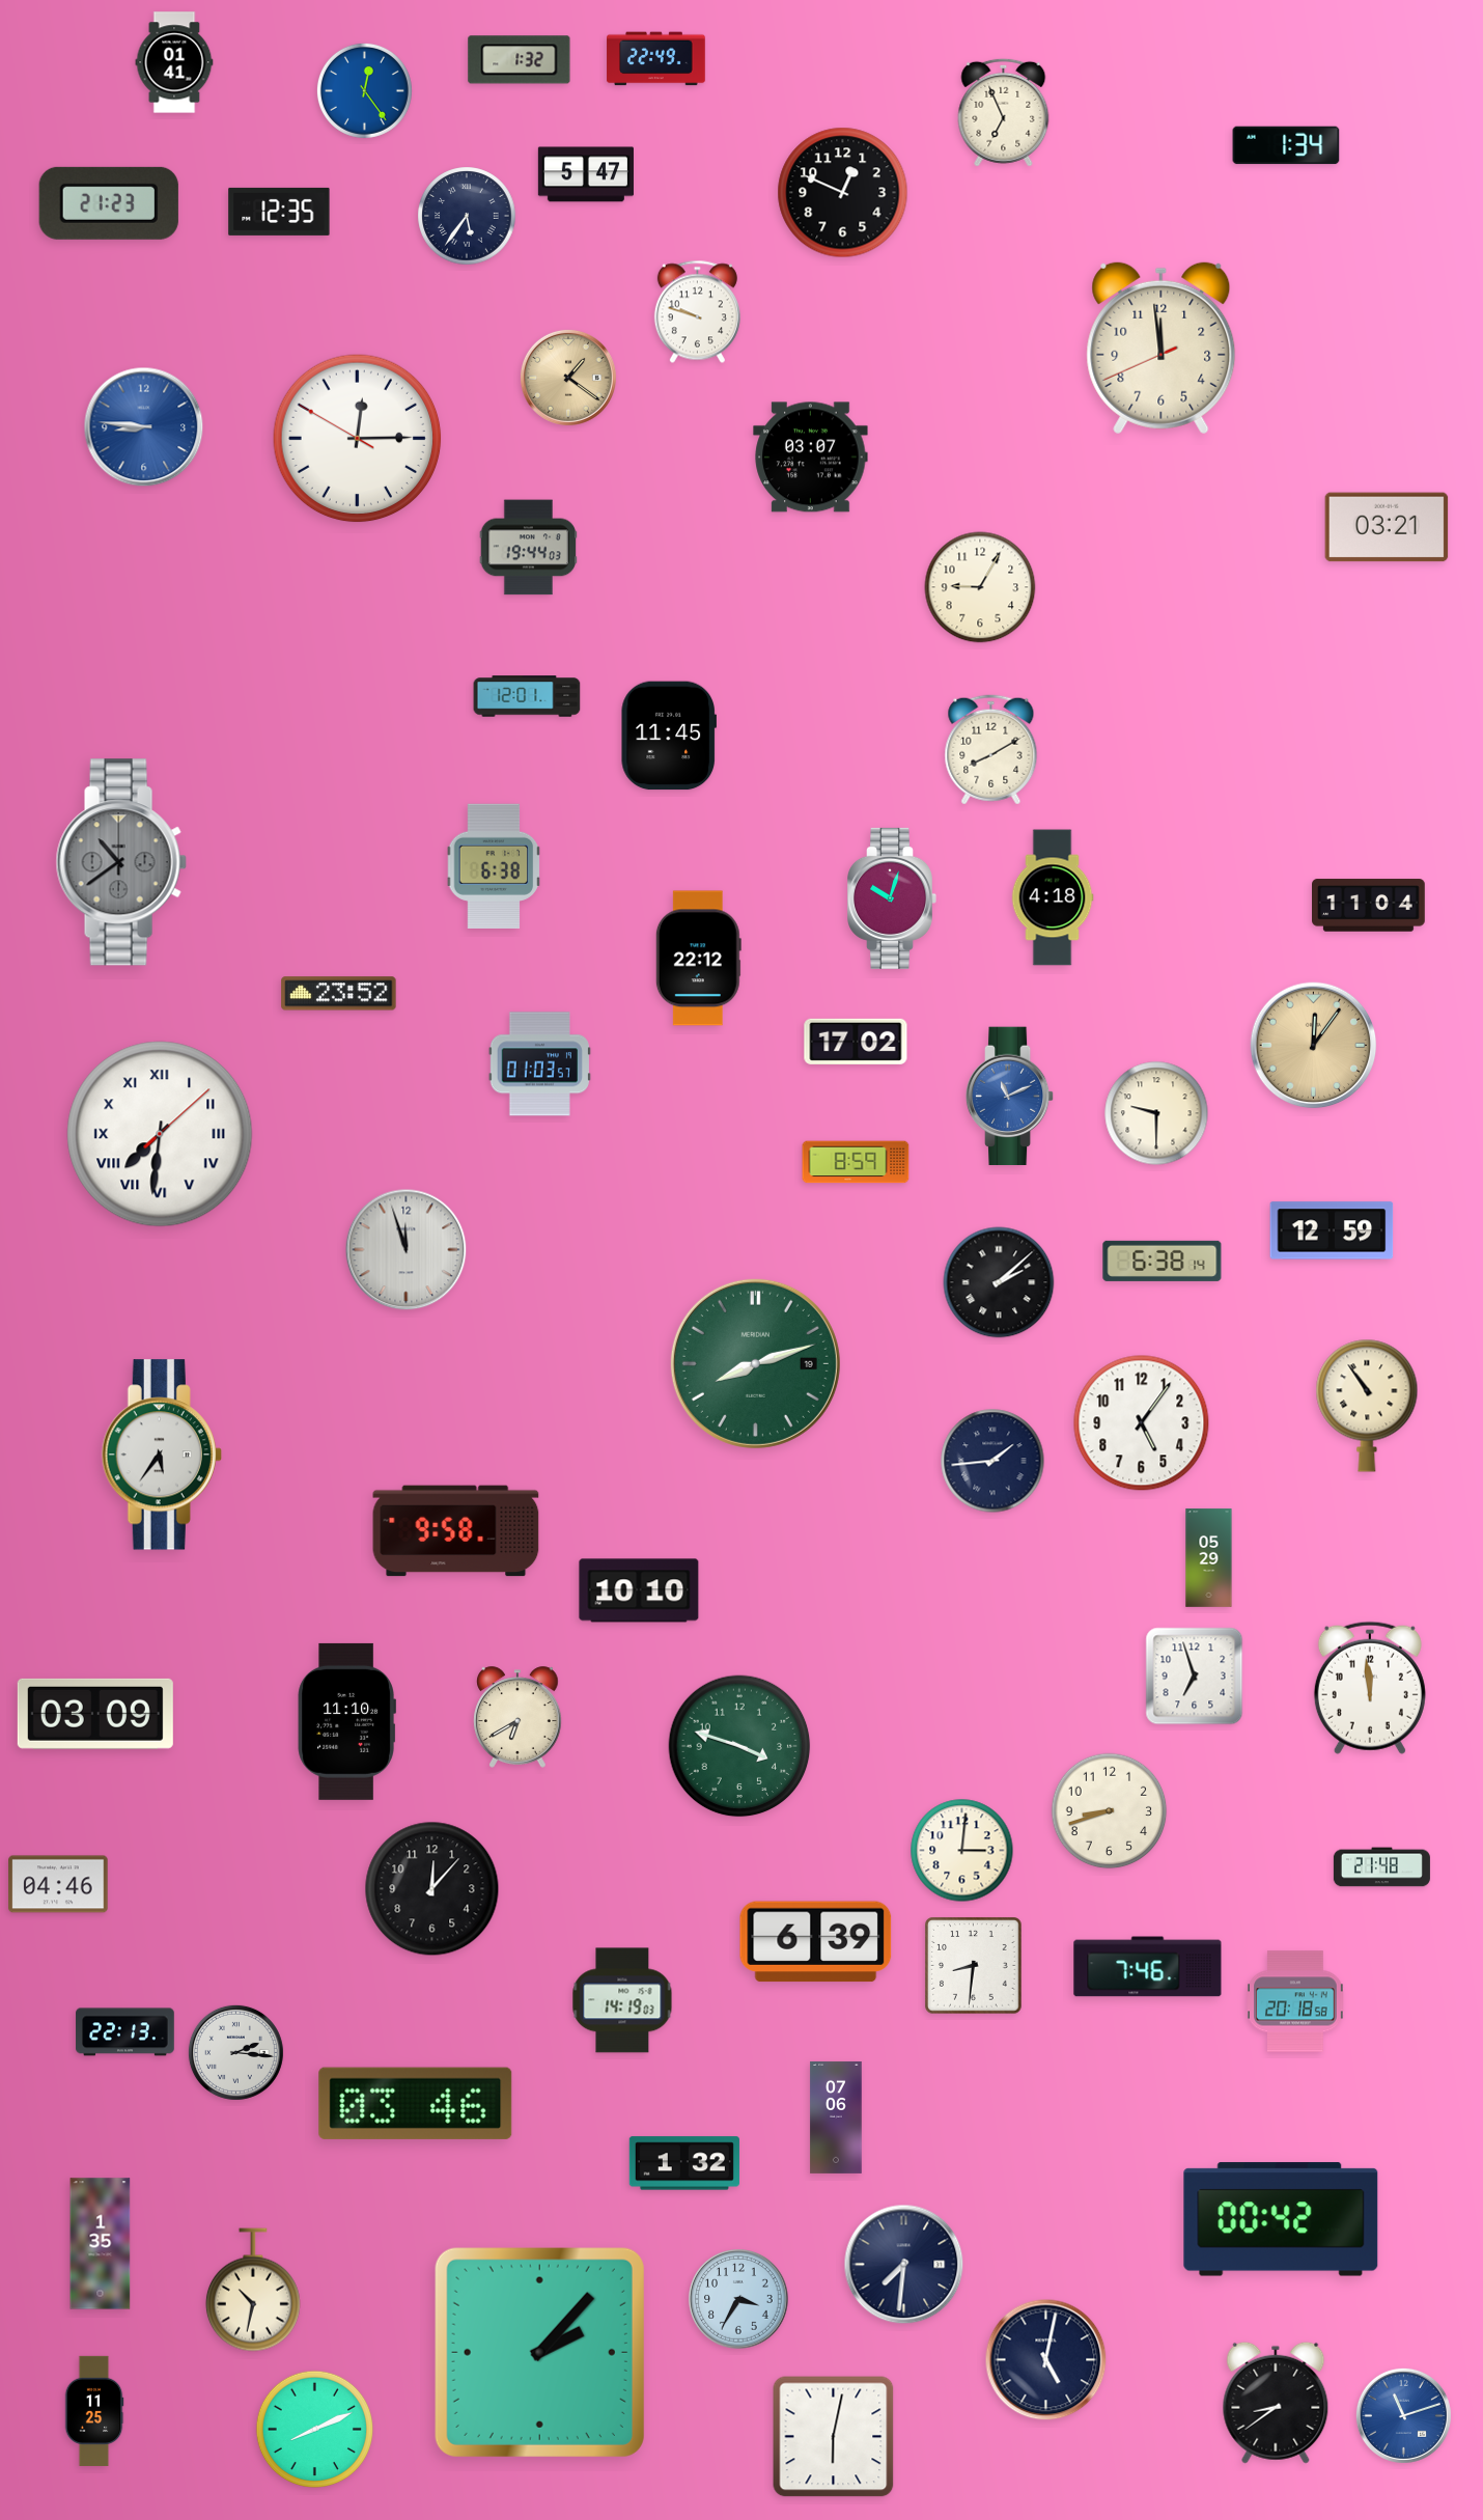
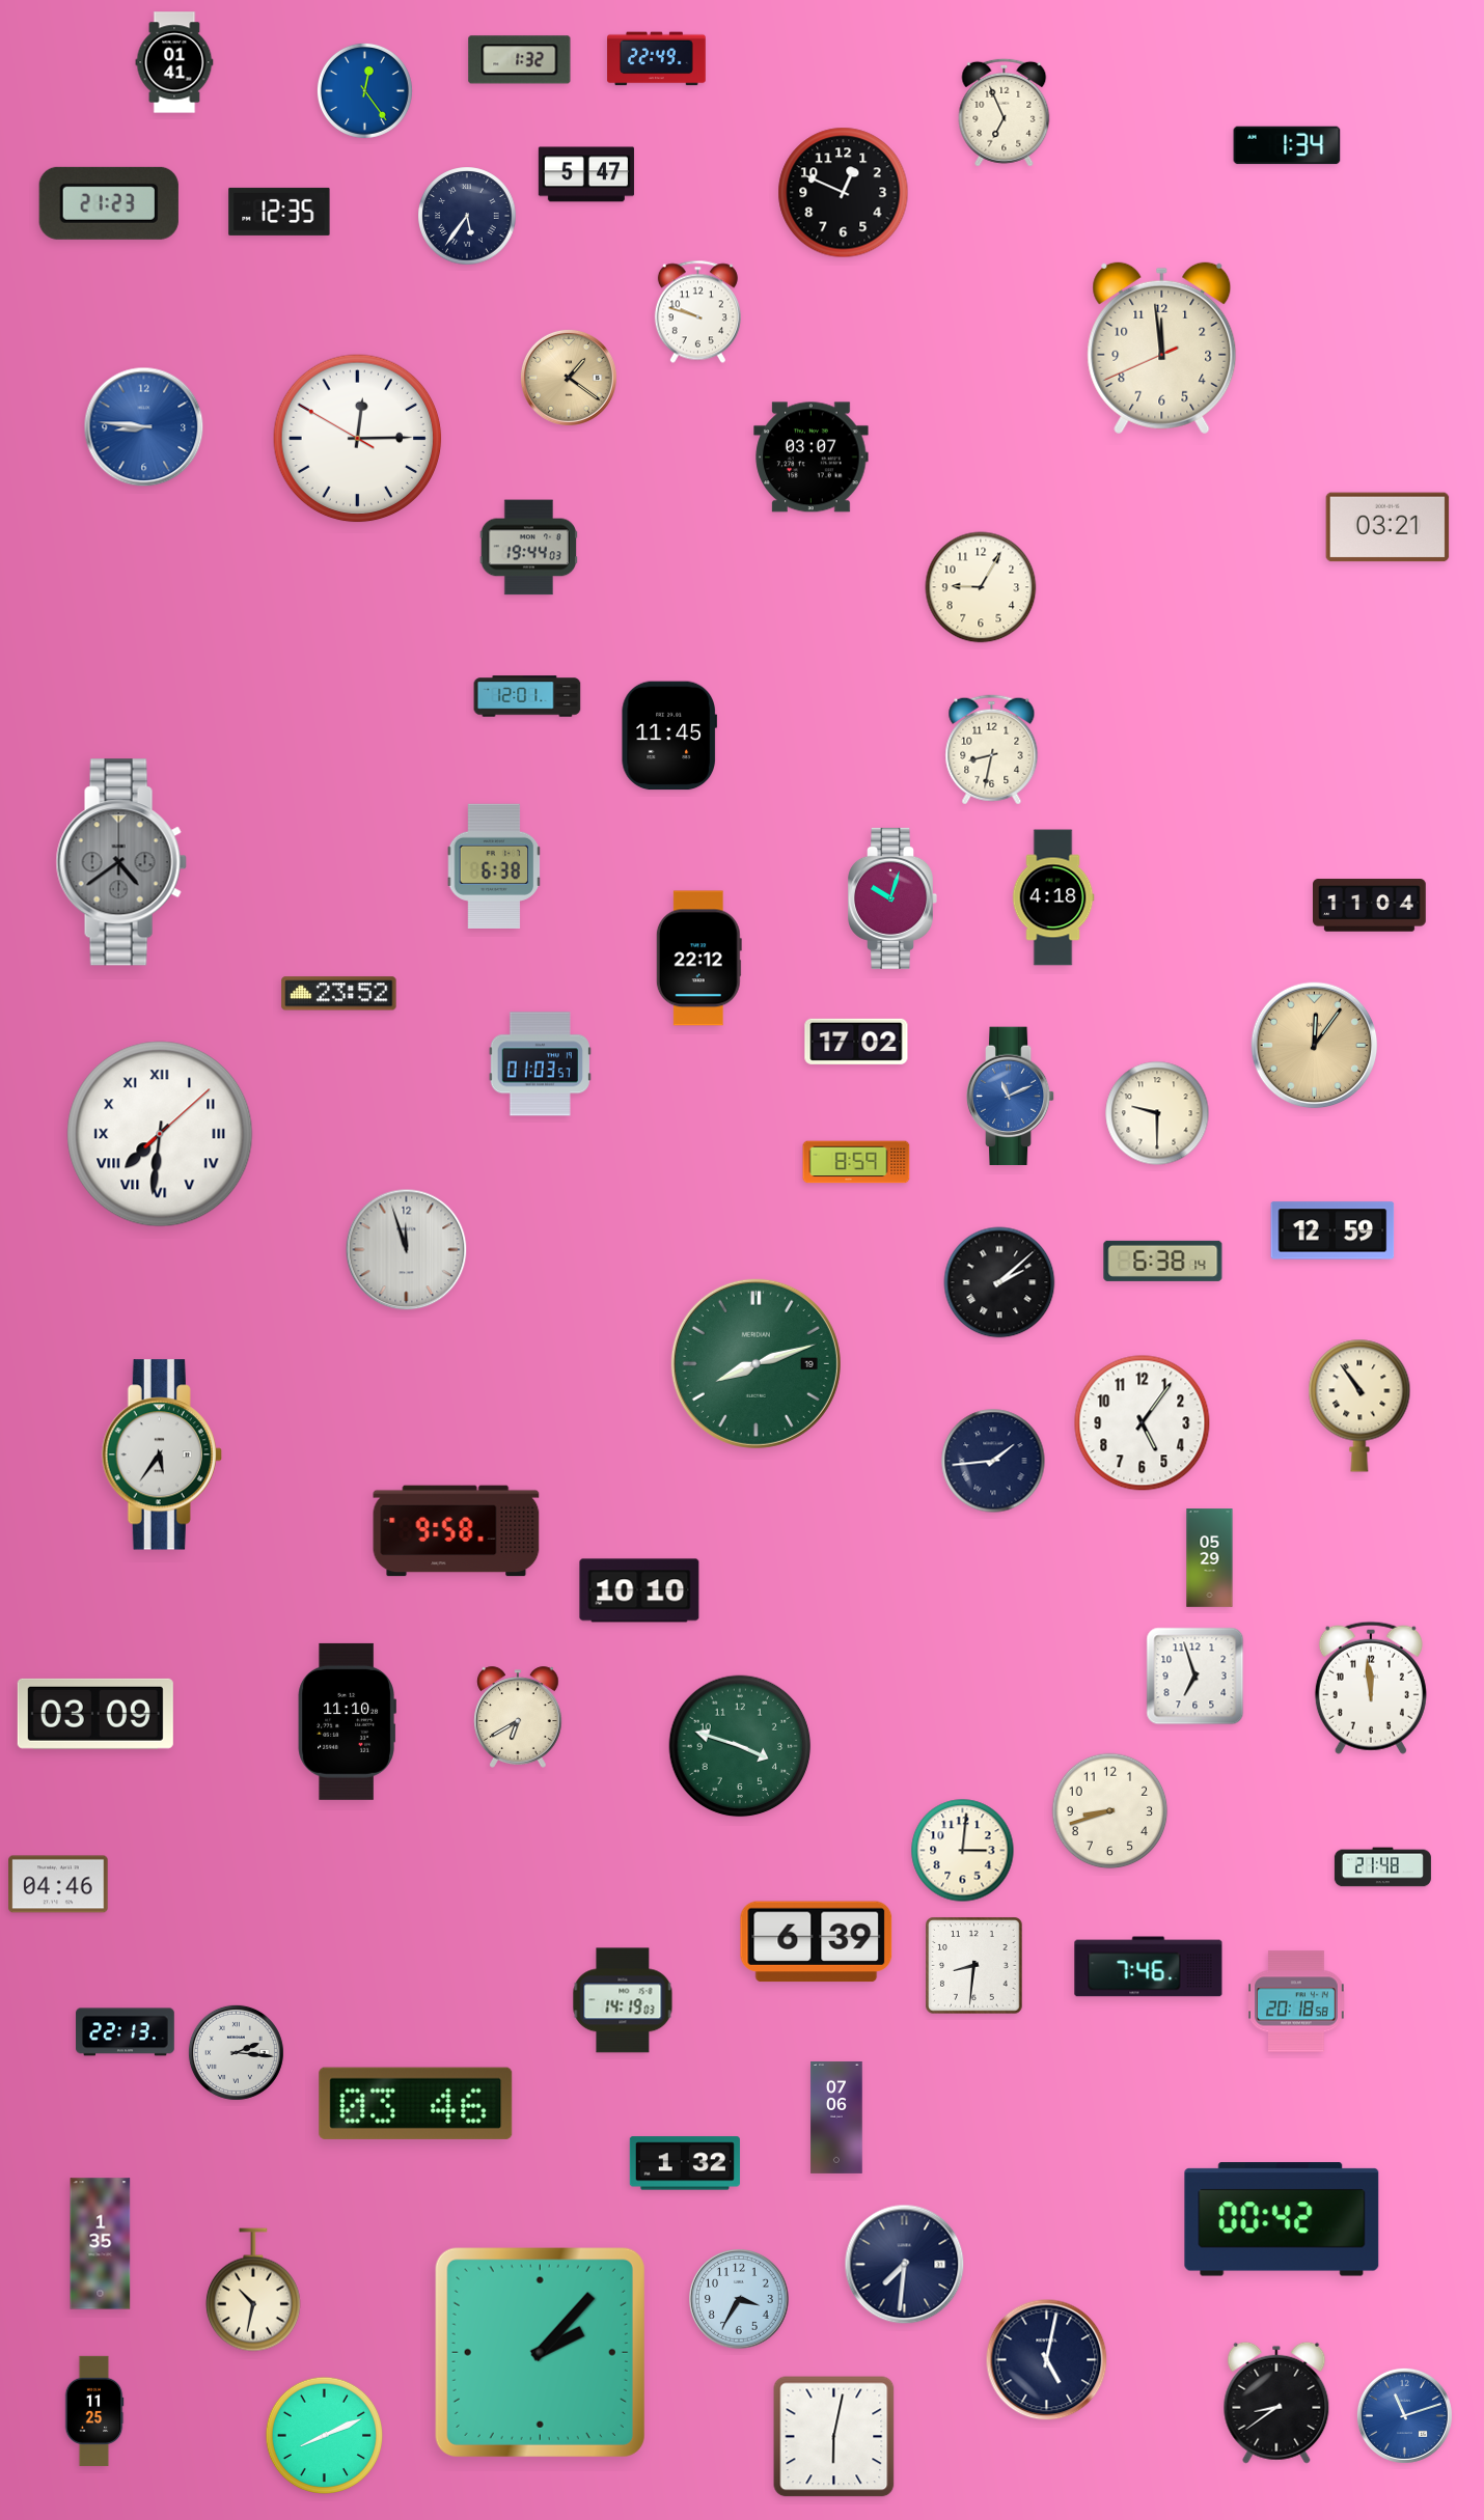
clock at (991, 750): 8:10 -> 8:32
clock at (121, 862): 10:39 -> 4:39
clock at (1367, 1406) position: (1367, 1406) -> (1359, 1406)
clock at (432, 1889): 12:07 -> none
clock at (315, 2430) position: (315, 2430) -> (325, 2436)
